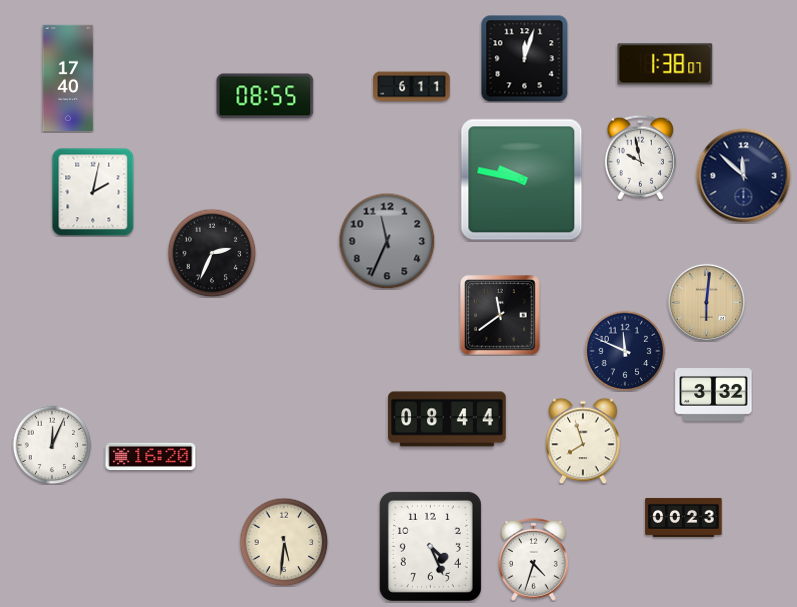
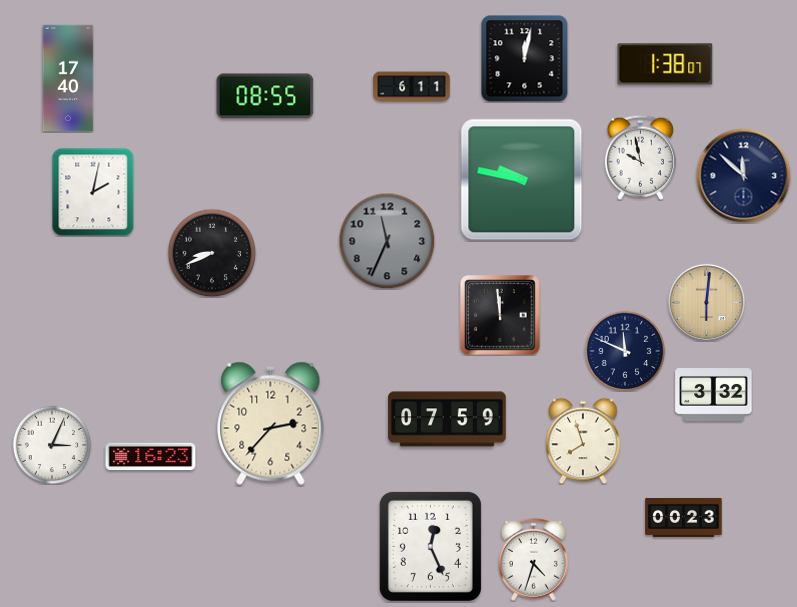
clock at (525, 59): 12:03 -> 12:02
clock at (212, 253): 2:34 -> 8:41
clock at (500, 315): 11:39 -> 11:59
clock at (447, 419): 08:44 -> 07:59
clock at (271, 423): none -> 2:37
clock at (52, 445): 12:04 -> 3:04
clock at (151, 456): 16:20 -> 16:23
clock at (284, 542): 5:31 -> none
clock at (430, 546): 4:26 -> 12:26
